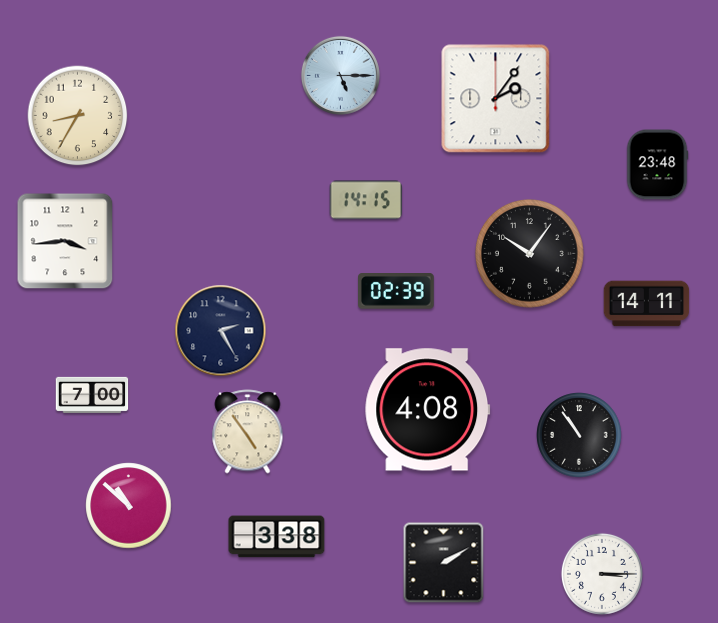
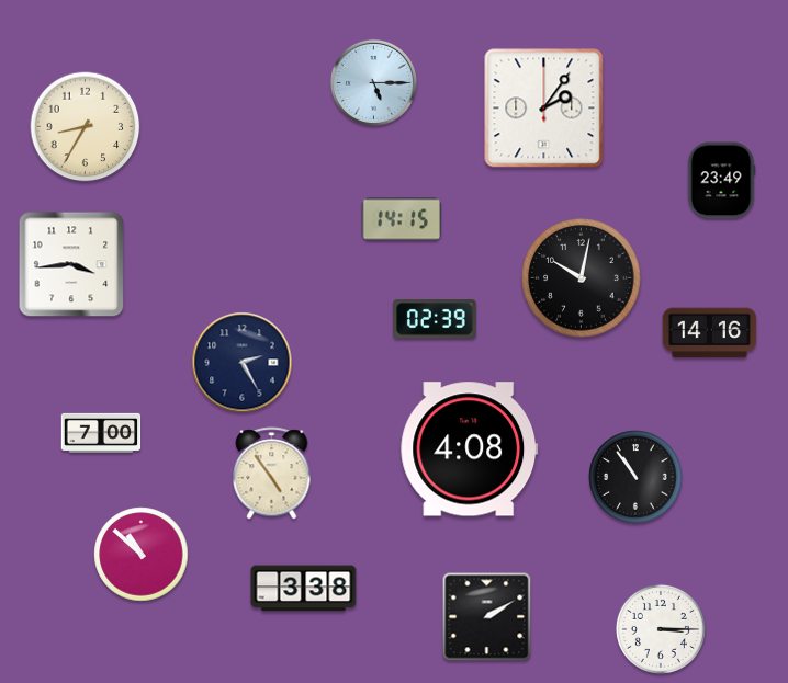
clock at (657, 165): 23:48 -> 23:49
clock at (530, 254): 10:06 -> 10:02
clock at (647, 304): 14:11 -> 14:16
